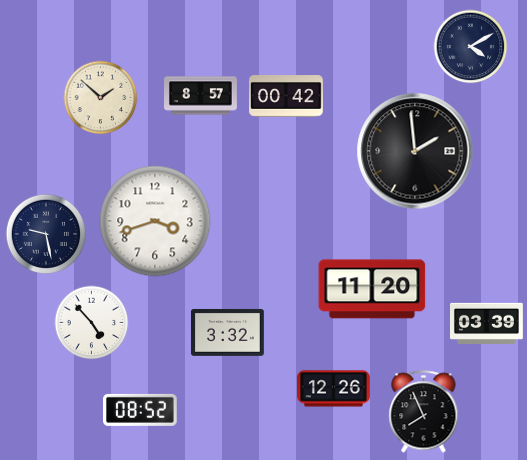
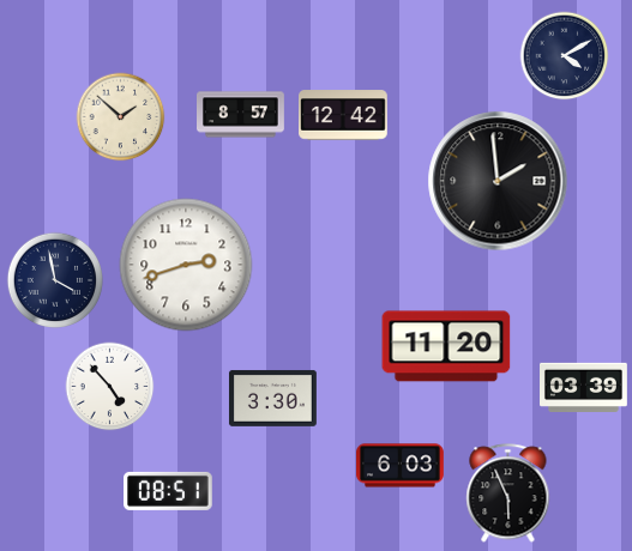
clock at (286, 96): 00:42 -> 12:42
clock at (155, 221): 3:42 -> 2:42
clock at (45, 233): 9:28 -> 3:58
clock at (227, 332): 3:32 -> 3:30
clock at (334, 389): 12:26 -> 6:03
clock at (141, 410): 08:52 -> 08:51
clock at (424, 412): 7:56 -> 5:56
